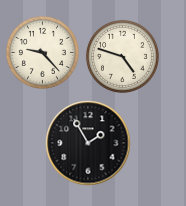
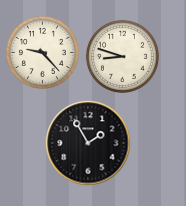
clock at (122, 56): 4:48 -> 8:48
